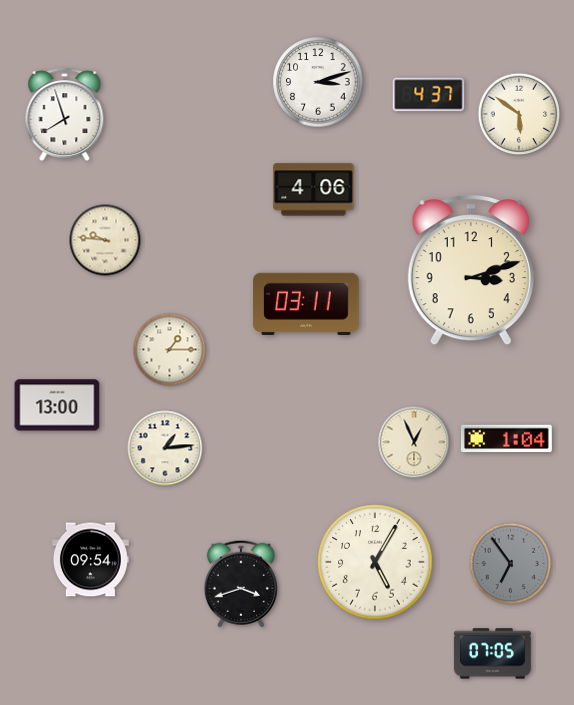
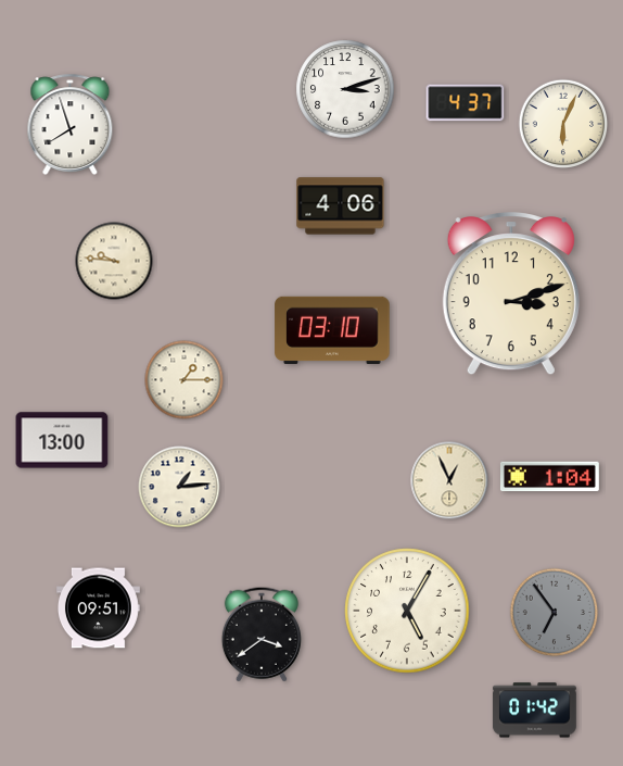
clock at (519, 114): 5:51 -> 6:04
clock at (306, 304): 03:11 -> 03:10
clock at (90, 560): 09:54 -> 09:51
clock at (241, 584): 3:42 -> 3:39
clock at (492, 654): 07:05 -> 01:42
